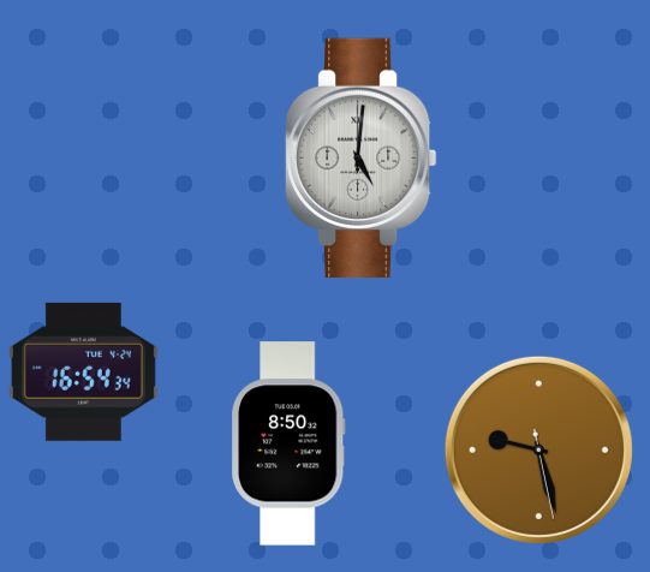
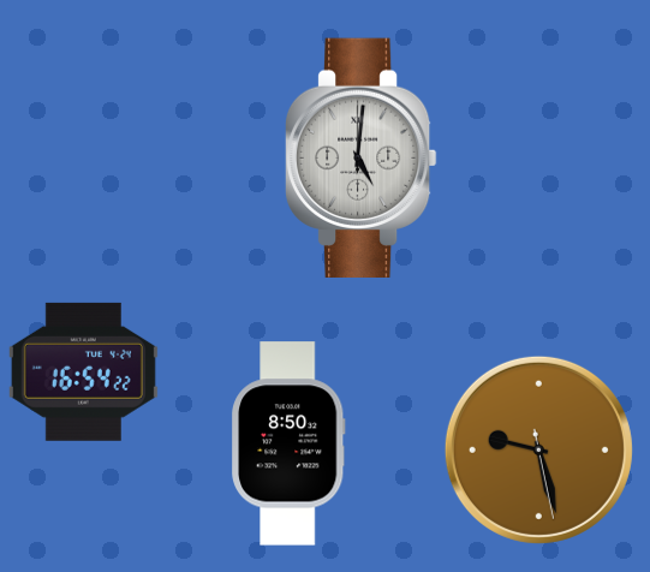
clock at (83, 371): 16:54:34 -> 16:54:22
